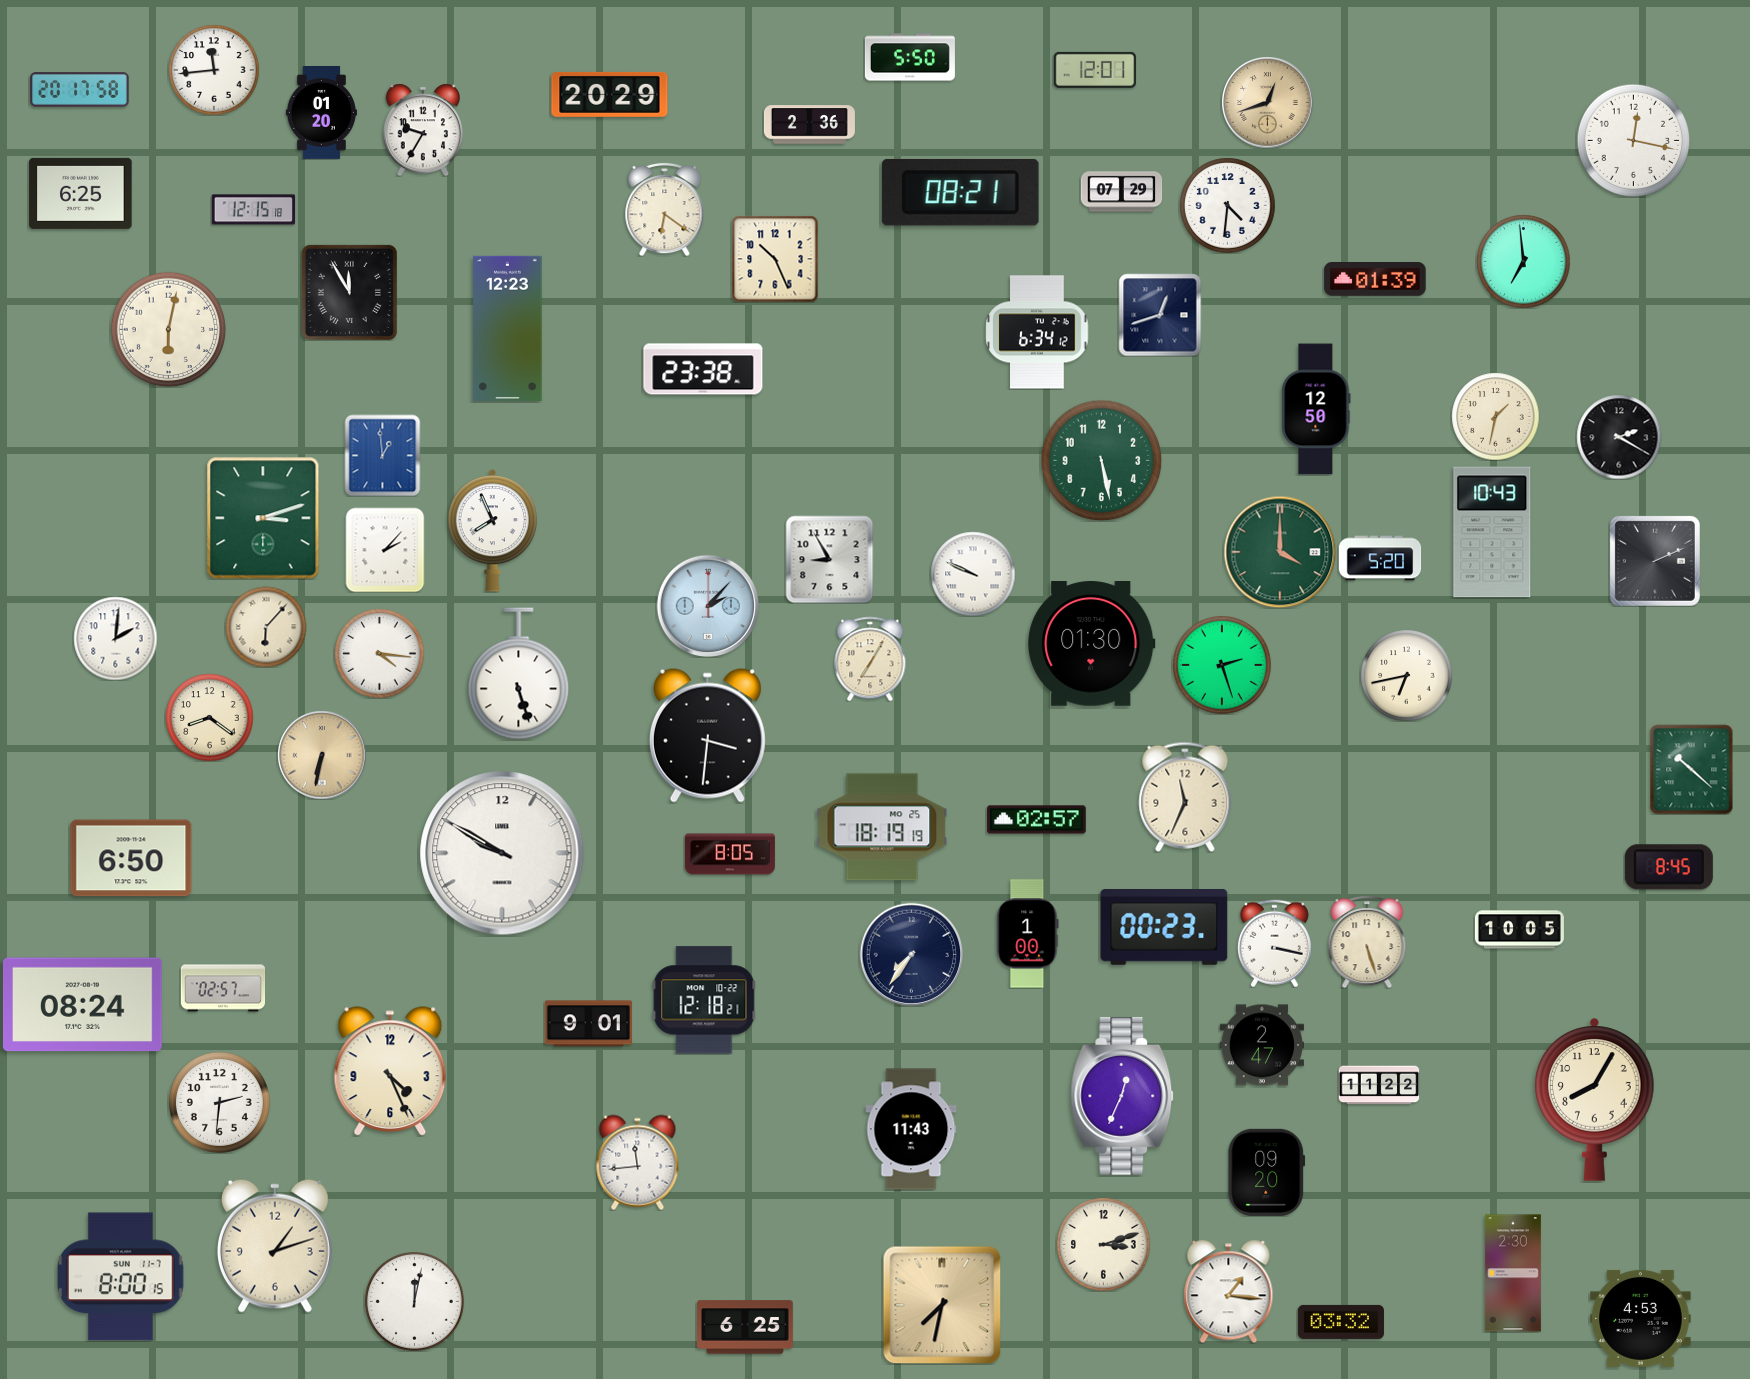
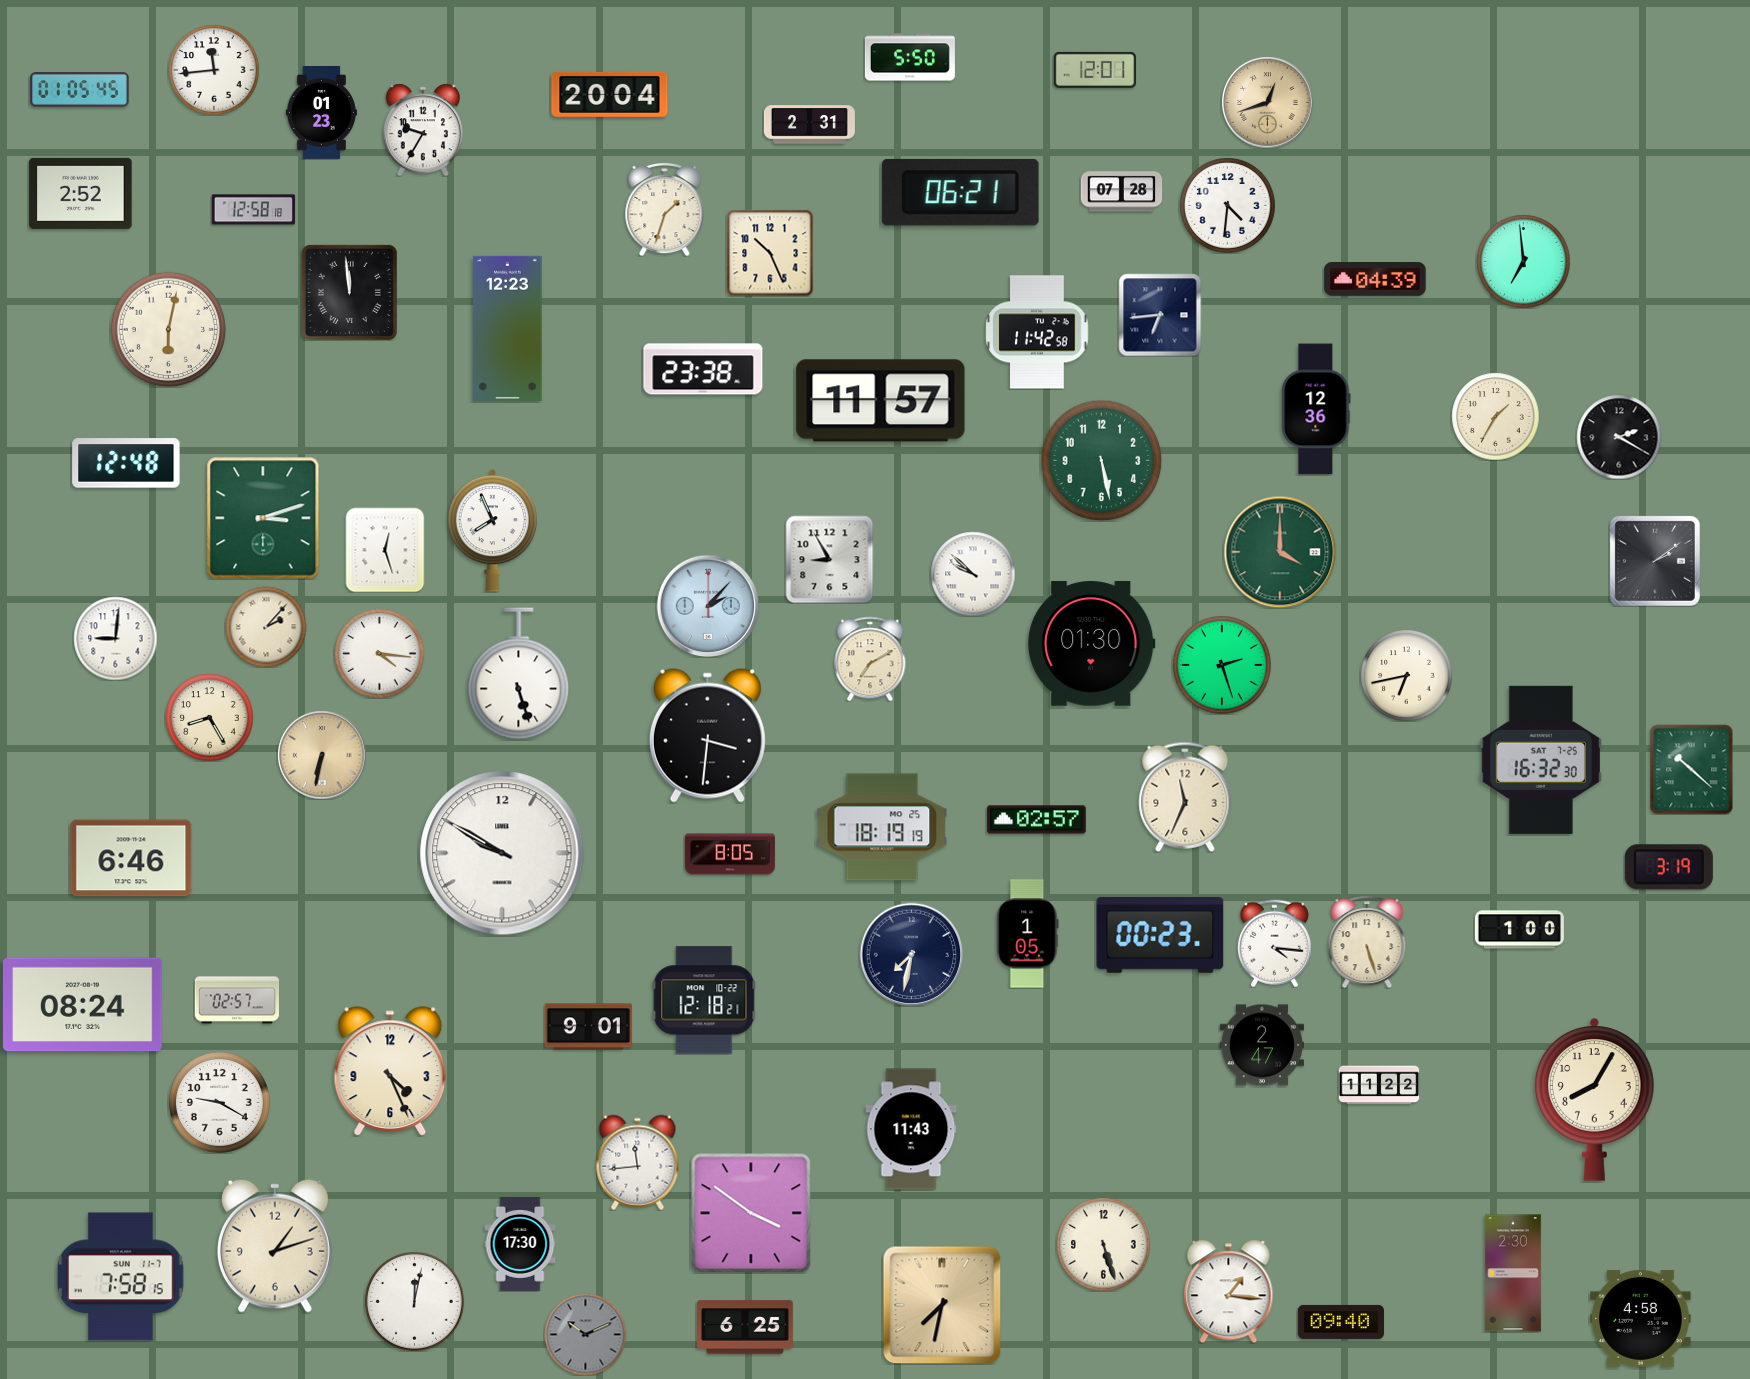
clock at (80, 90): 20:17 -> 01:05
clock at (610, 94): 20:29 -> 20:04
clock at (321, 112): 01:20 -> 01:23
clock at (809, 125): 2:36 -> 2:31
clock at (1633, 140): 12:17 -> none
clock at (960, 192): 08:21 -> 06:21
clock at (1121, 192): 07:29 -> 07:28
clock at (81, 193): 6:25 -> 2:52
clock at (665, 209): 6:21 -> 1:33
clock at (253, 210): 12:15 -> 12:58
clock at (775, 259) position: (775, 259) -> (770, 253)
clock at (1375, 280): 01:39 -> 04:39
clock at (349, 292): 11:55 -> 11:59
clock at (1160, 315): 12:42 -> 6:44
clock at (1037, 332): 6:34 -> 11:42
clock at (881, 401): none -> 11:57
clock at (1316, 409): 12:50 -> 12:36
clock at (1495, 416): 1:32 -> 1:35
clock at (383, 455): 12:59 -> none
clock at (126, 463): none -> 12:48
clock at (1492, 532): 10:43 -> none
clock at (385, 550): 2:07 -> 12:27
clock at (1380, 558): 5:20 -> none
clock at (1655, 561): 2:11 -> 2:09
clock at (973, 574): 9:49 -> 9:52
clock at (266, 627): 6:07 -> 2:07
clock at (115, 638): 2:01 -> 9:01
clock at (870, 659): 7:05 -> 7:10
clock at (209, 717): 8:21 -> 8:25
clock at (1541, 760): none -> 16:32
clock at (131, 858): 6:50 -> 6:46
clock at (1669, 867): 8:45 -> 3:19
clock at (1164, 927) position: (1164, 927) -> (1160, 935)
clock at (1519, 930): 10:05 -> 1:00
clock at (1028, 934): 1:00 -> 1:05
clock at (1274, 943): 3:17 -> 4:16
clock at (911, 954): 7:36 -> 7:32
clock at (223, 988) position: (223, 988) -> (237, 1000)
clock at (588, 1024) position: (588, 1024) -> (588, 1027)
clock at (1122, 1096): 12:34 -> none
clock at (219, 1102): 2:31 -> 9:20
clock at (1267, 1172): 09:20 -> none
clock at (751, 1213): none -> 3:51
clock at (1103, 1244): 3:12 -> 5:27
clock at (520, 1245): none -> 17:30
clock at (121, 1277): 8:00 -> 7:58
clock at (1641, 1318): 4:53 -> 4:58
clock at (1341, 1322): 03:32 -> 09:40
clock at (585, 1334): none -> 10:11
